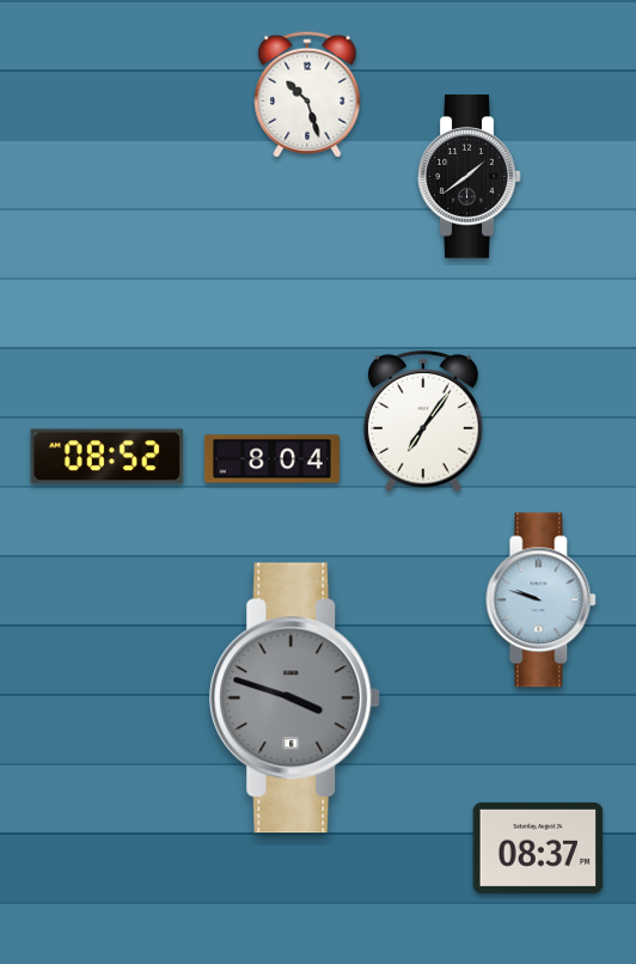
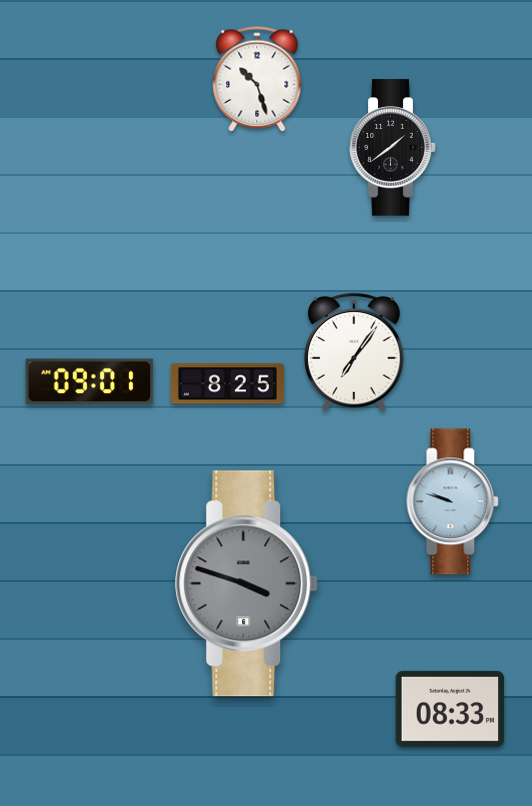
clock at (108, 457): 08:52 -> 09:01
clock at (271, 459): 8:04 -> 8:25
clock at (538, 848): 08:37 -> 08:33
